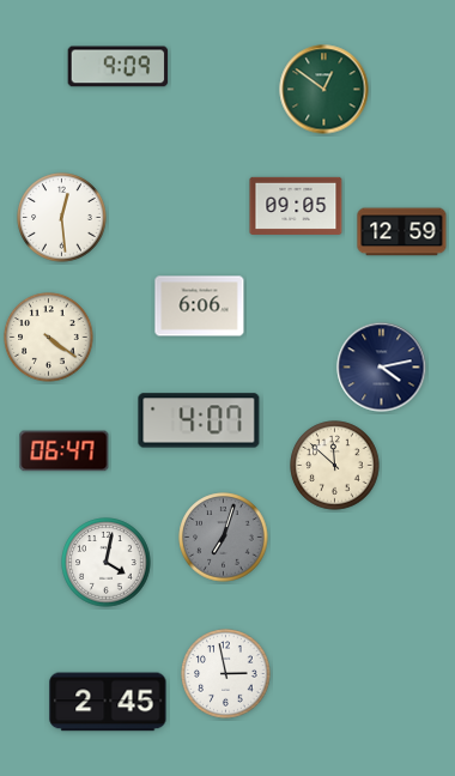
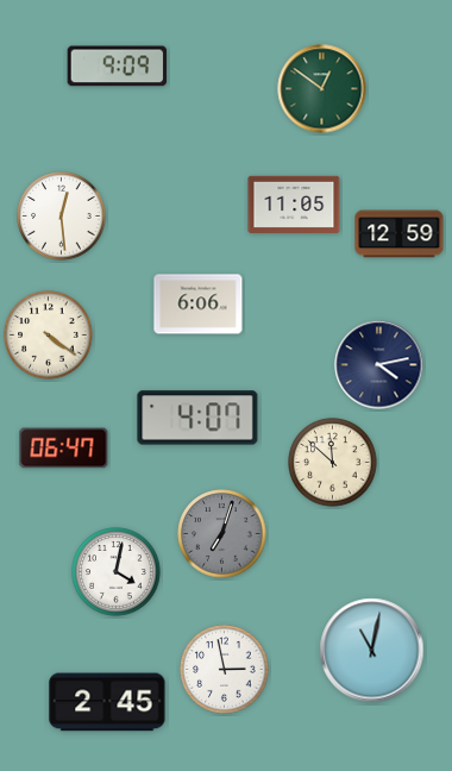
clock at (296, 205): 09:05 -> 11:05
clock at (402, 232) position: (402, 232) -> (400, 234)
clock at (107, 563) position: (107, 563) -> (117, 572)
clock at (372, 651): none -> 11:02
clock at (108, 702) position: (108, 702) -> (107, 702)
